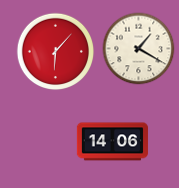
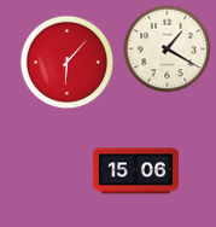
clock at (139, 49) position: (139, 49) -> (168, 50)
clock at (112, 142): 14:06 -> 15:06
